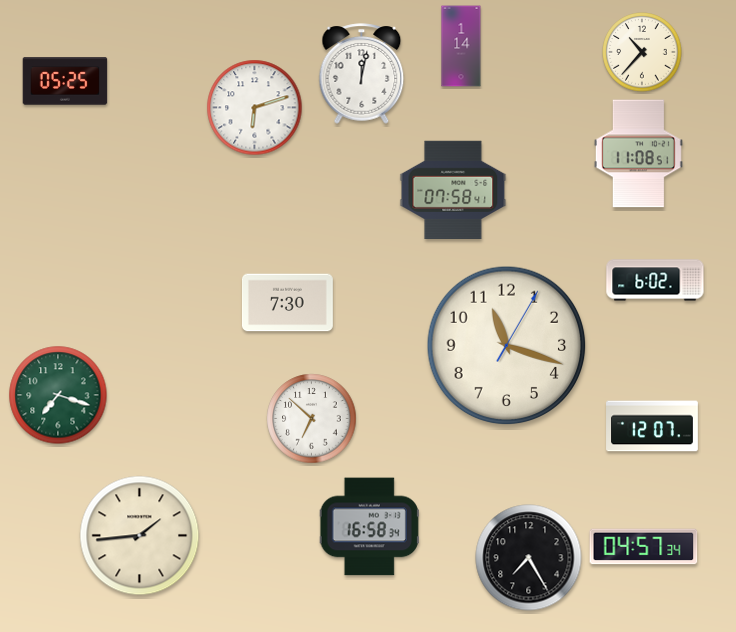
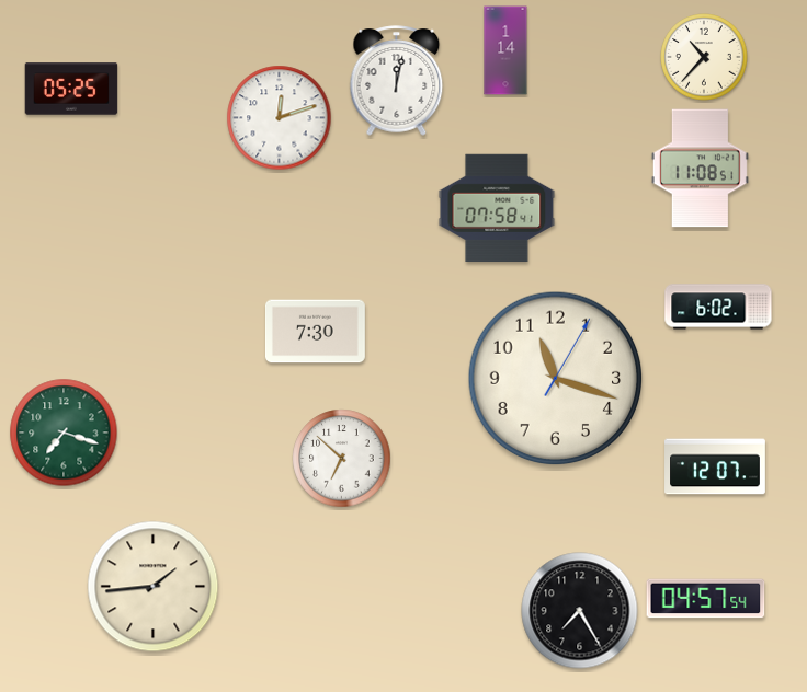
clock at (255, 108): 6:12 -> 12:12
clock at (369, 527): 16:58 -> none
clock at (644, 547): 04:57:34 -> 04:57:54
